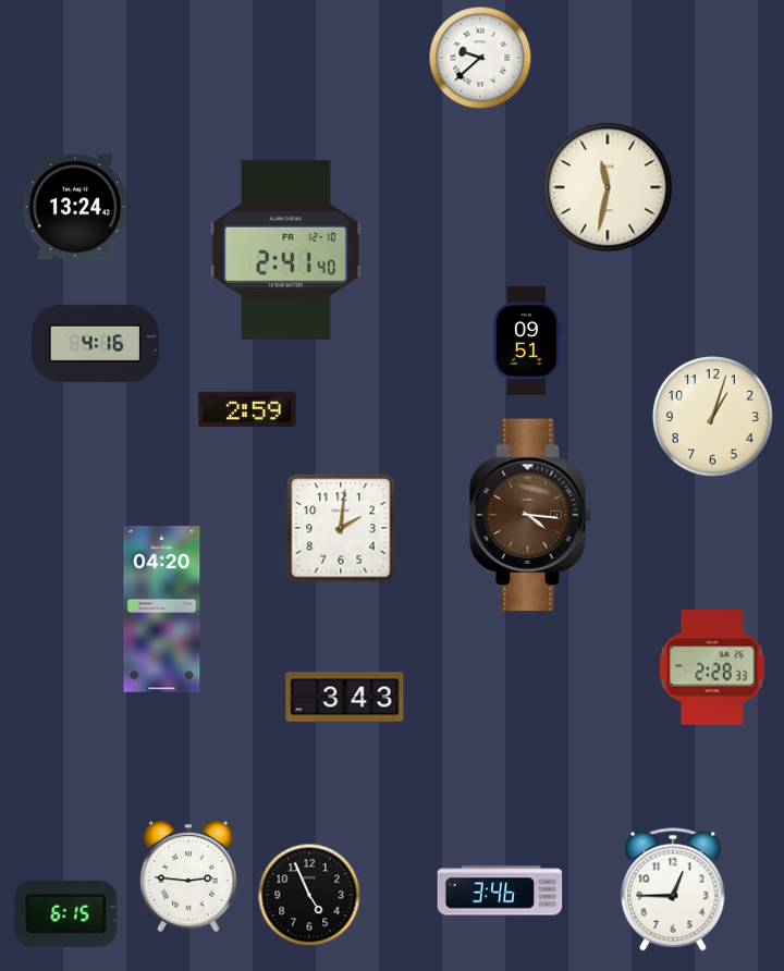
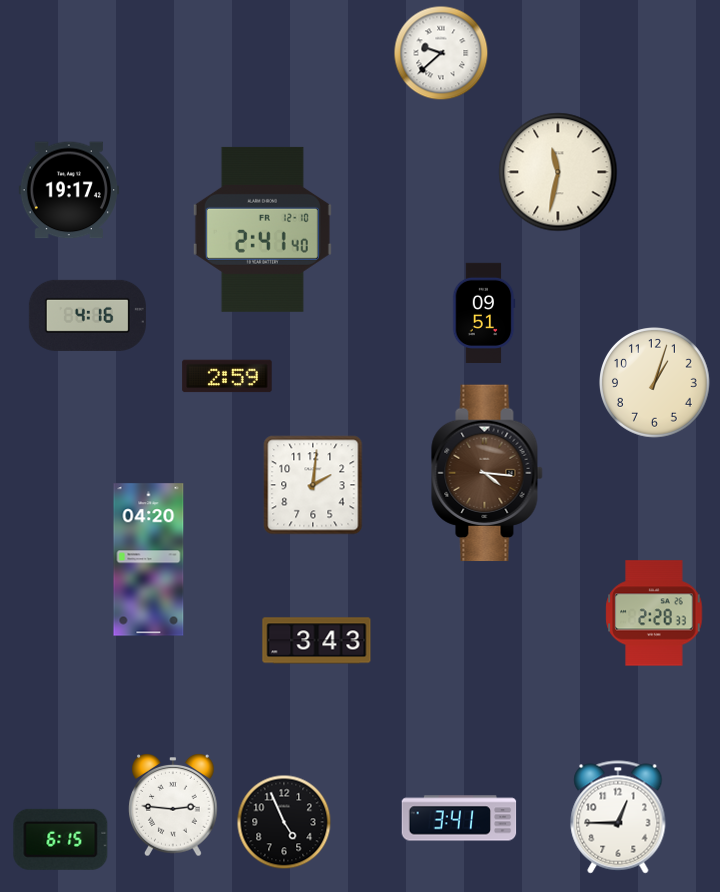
clock at (75, 207): 13:24 -> 19:17
clock at (500, 890): 3:46 -> 3:41
